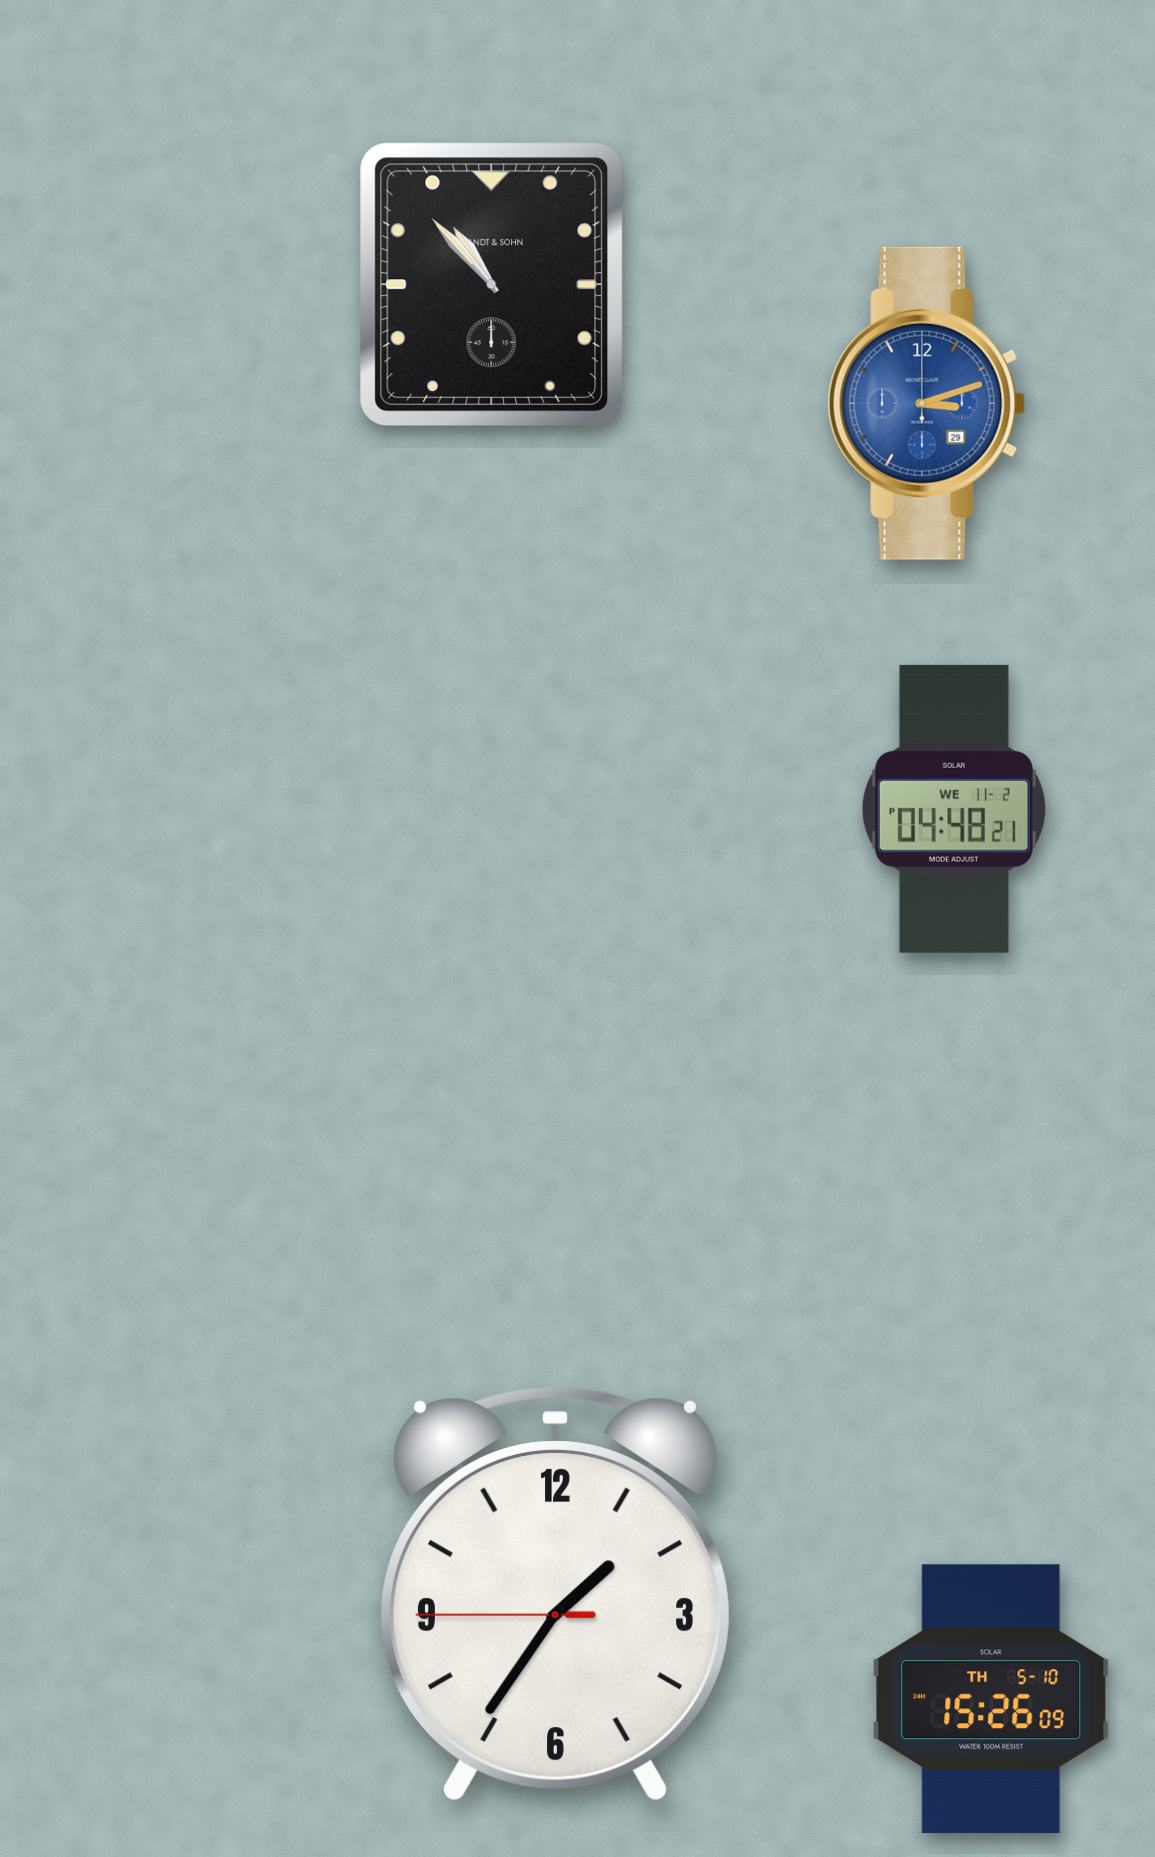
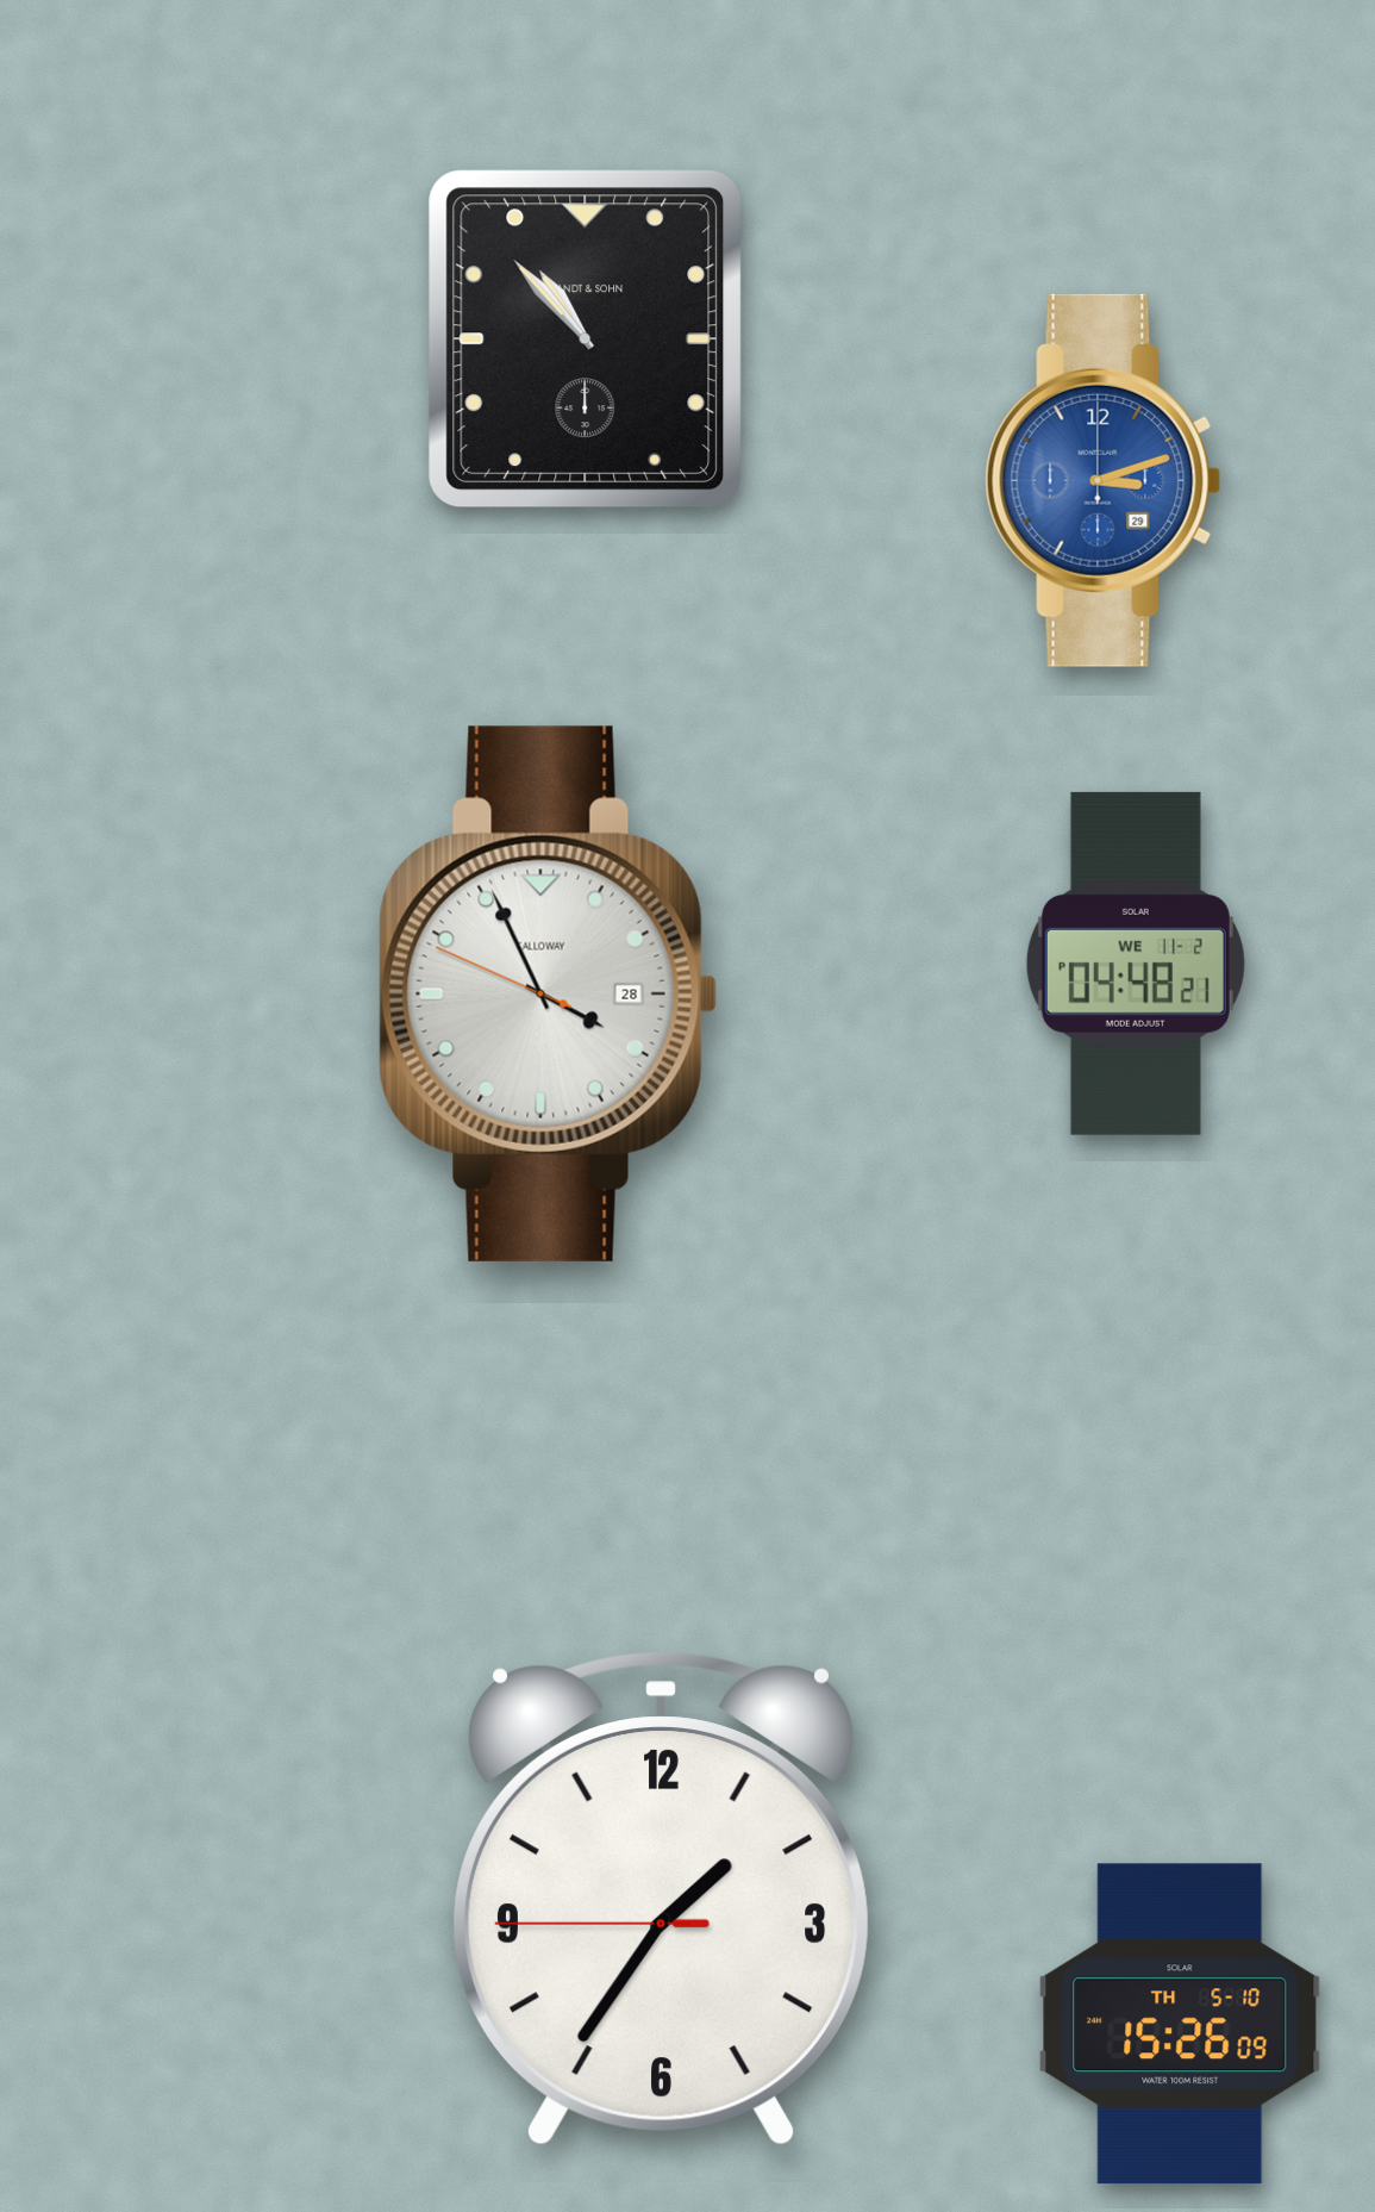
clock at (548, 993): none -> 3:55
